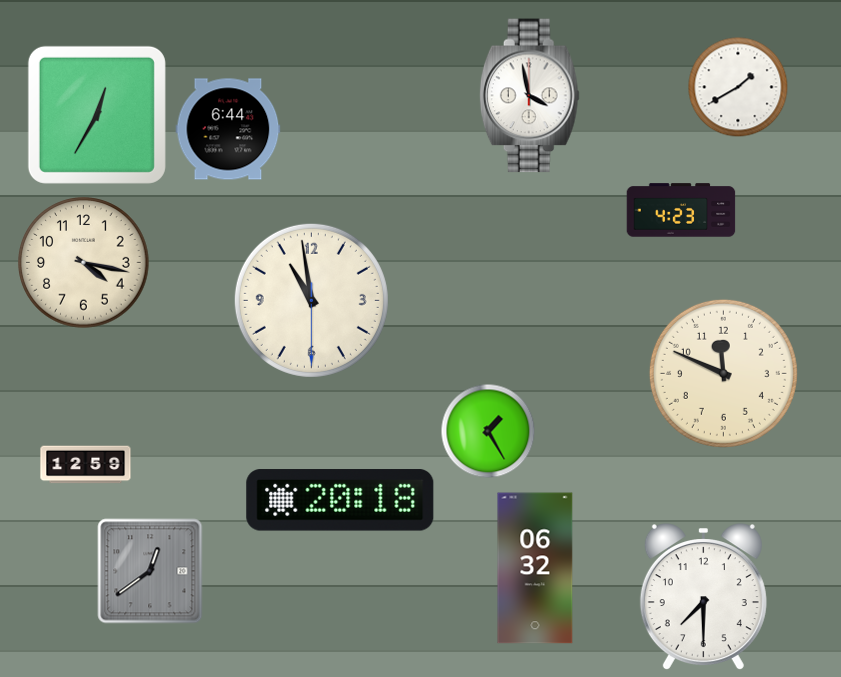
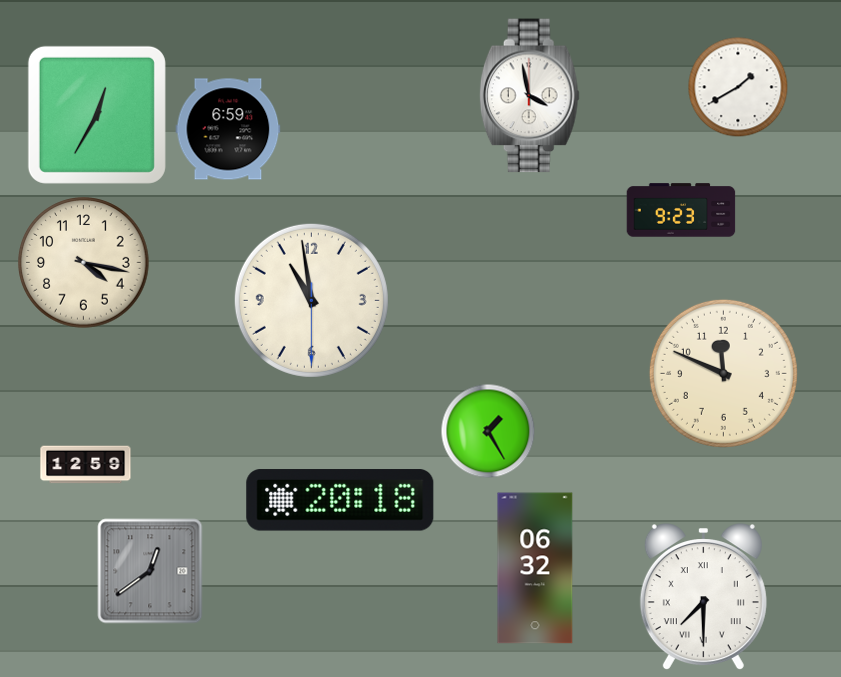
clock at (228, 129): 6:44 -> 6:59
clock at (681, 210): 4:23 -> 9:23
clock at (703, 597) numerals: Arabic -> Roman
